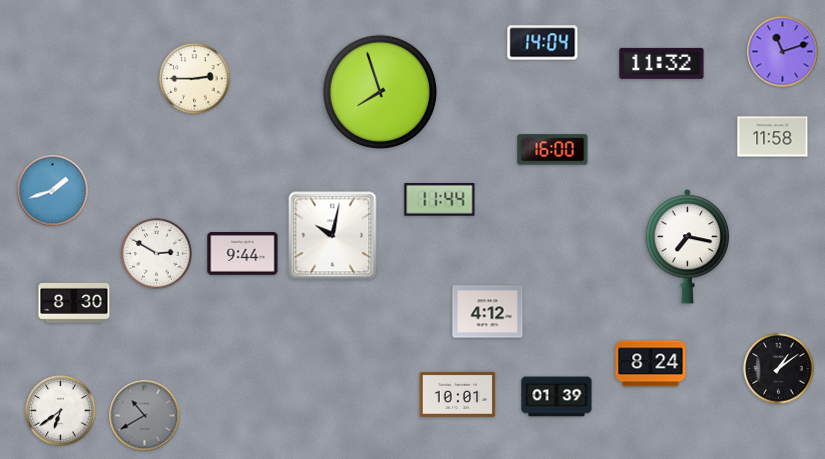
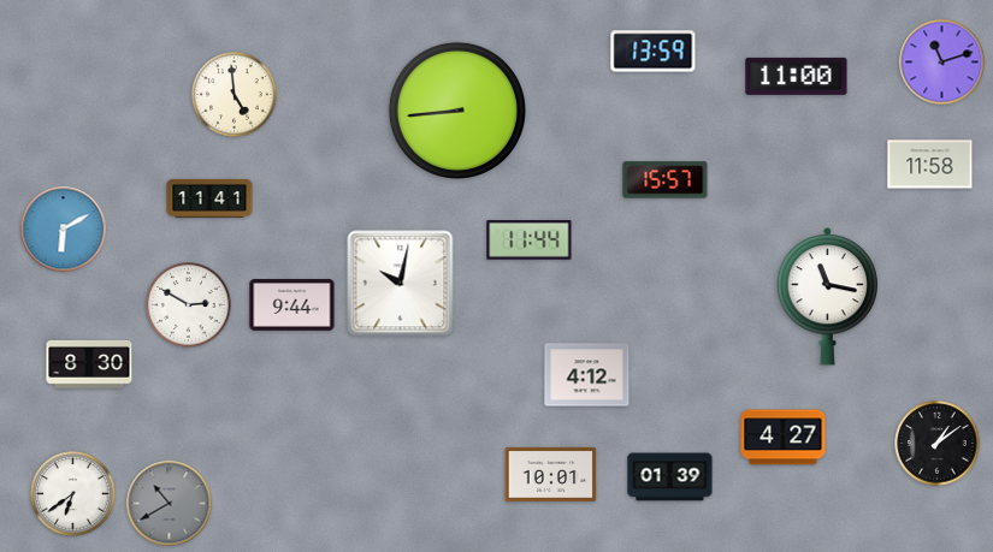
clock at (543, 43): 14:04 -> 13:59
clock at (662, 63): 11:32 -> 11:00
clock at (195, 79): 2:45 -> 4:59
clock at (379, 91): 7:57 -> 8:44
clock at (553, 150): 16:00 -> 15:57
clock at (209, 198): none -> 11:41
clock at (53, 191): 1:42 -> 6:10
clock at (688, 247): 7:17 -> 11:17
clock at (651, 364): 8:24 -> 4:27
clock at (145, 416) position: (145, 416) -> (170, 504)
